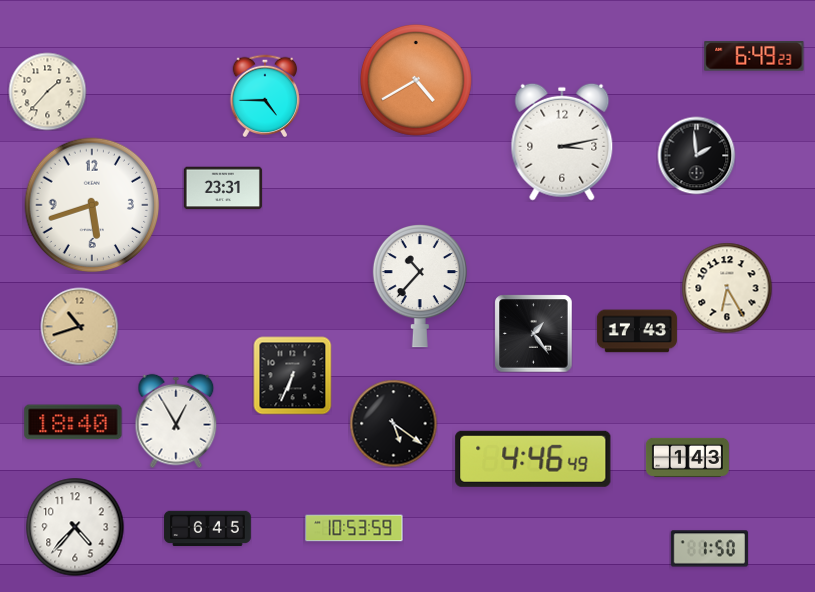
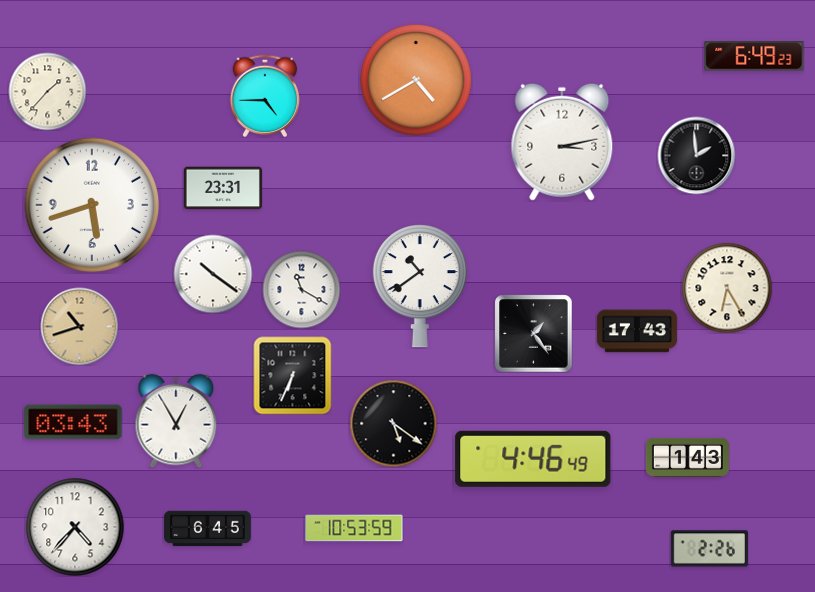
clock at (213, 274): none -> 10:21
clock at (420, 287): 10:37 -> 10:39
clock at (301, 289): none -> 11:20
clock at (73, 422): 18:40 -> 03:43
clock at (709, 549): 1:50 -> 2:26
